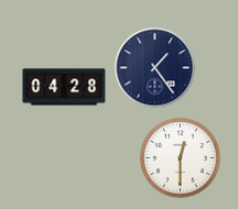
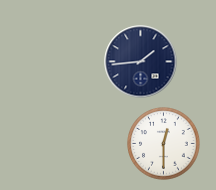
clock at (155, 68): 1:24 -> 1:44
clock at (64, 87): 04:28 -> none
